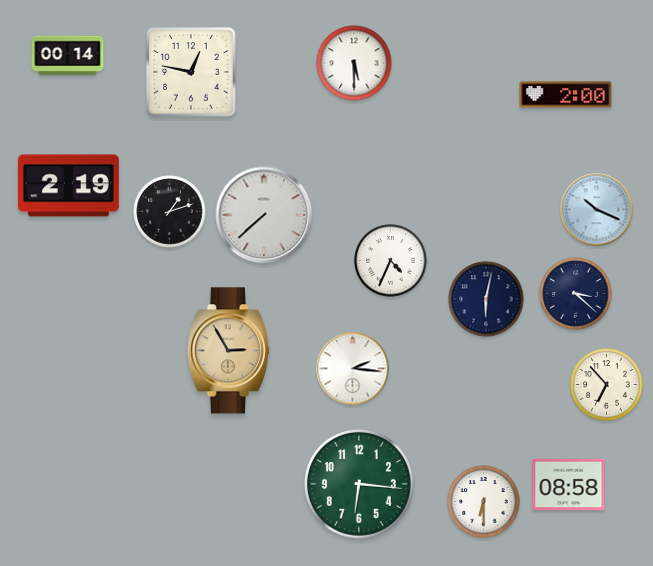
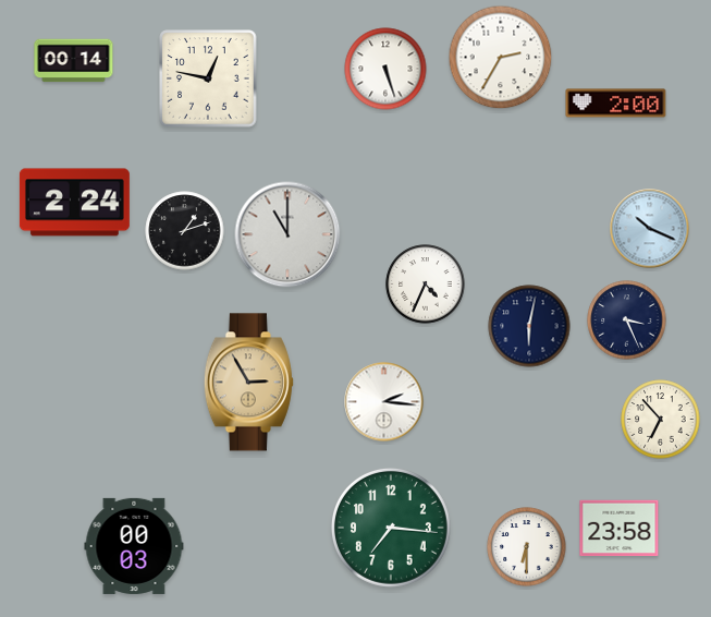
clock at (501, 58): none -> 2:35
clock at (354, 63): 5:30 -> 5:27
clock at (68, 186): 2:19 -> 2:24
clock at (264, 215): 7:38 -> 11:00
clock at (576, 294): 3:22 -> 3:26
clock at (360, 485): 6:16 -> 7:16
clock at (569, 485): 08:58 -> 23:58
clock at (134, 546): none -> 00:03
